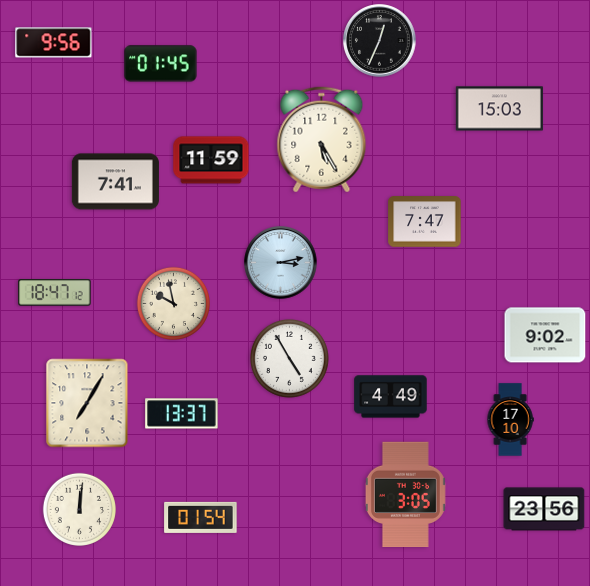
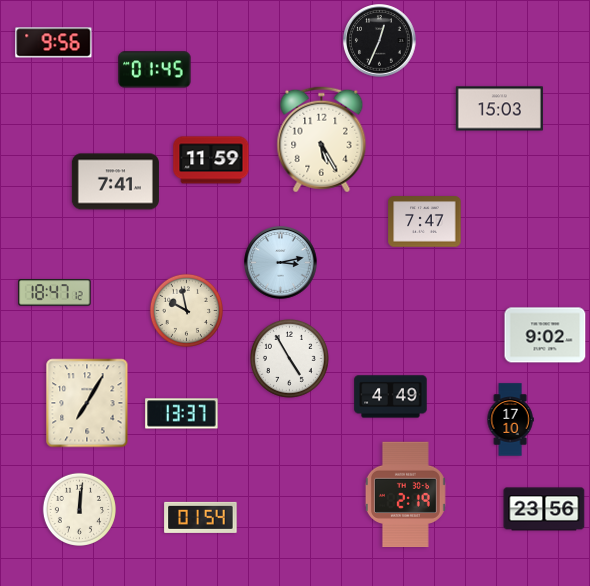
clock at (161, 64) position: (161, 64) -> (155, 70)
clock at (173, 303) position: (173, 303) -> (186, 310)
clock at (405, 495): 3:05 -> 2:19
